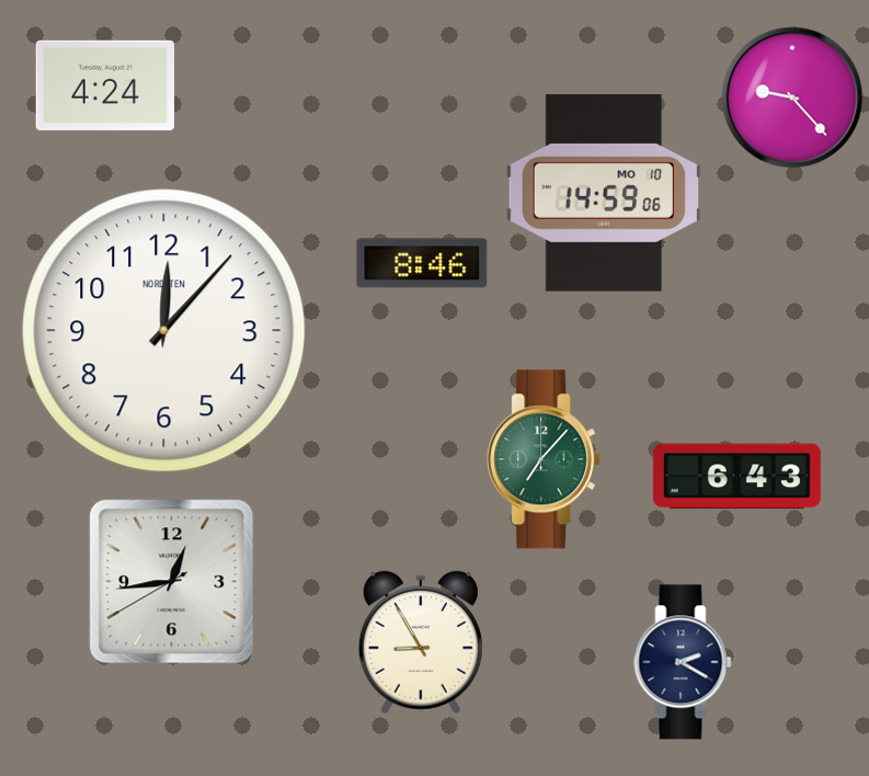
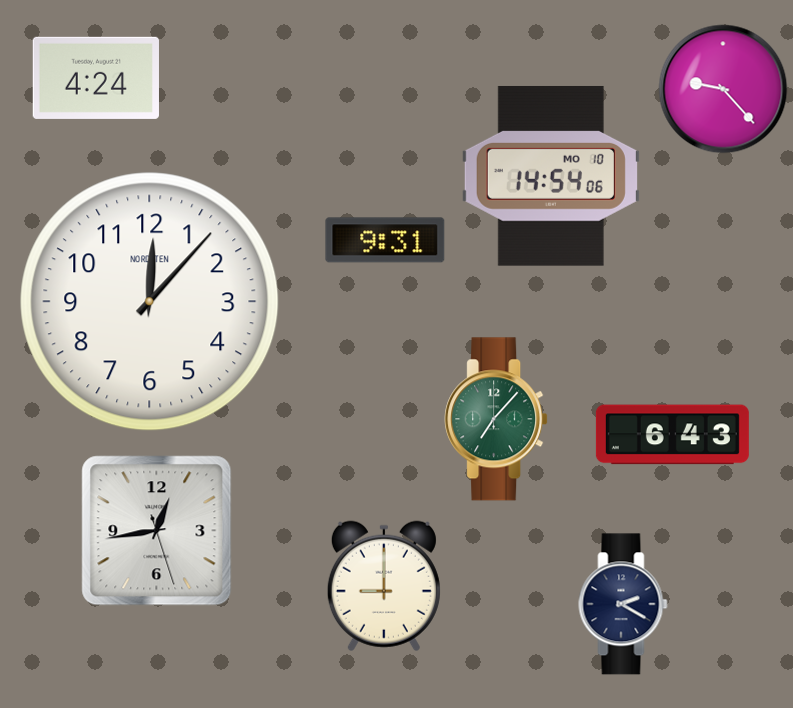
clock at (604, 193): 14:59 -> 14:54
clock at (422, 263): 8:46 -> 9:31
clock at (172, 582): 12:43:40 -> 12:43:27
clock at (421, 642): 8:55 -> 9:00
